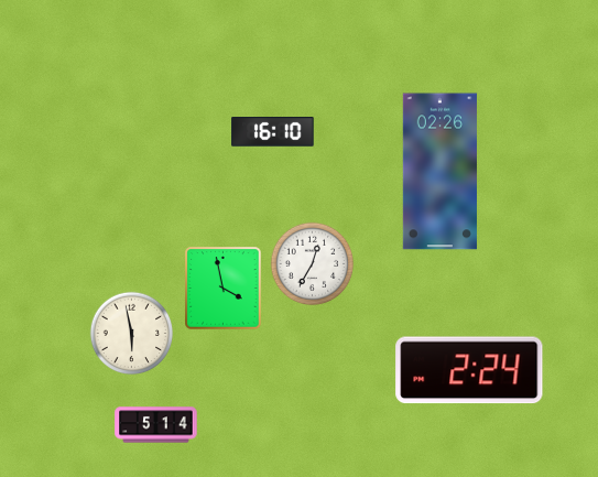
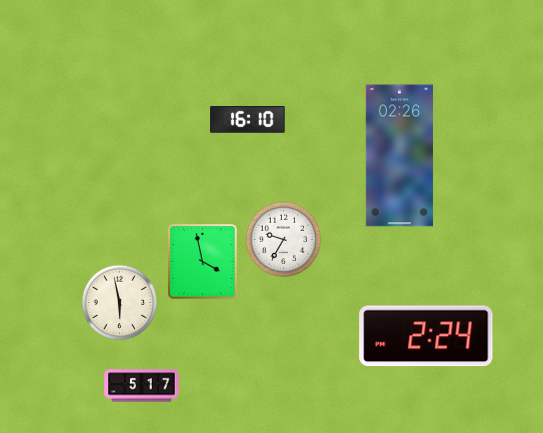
clock at (313, 264): 12:35 -> 9:35
clock at (156, 425): 5:14 -> 5:17
